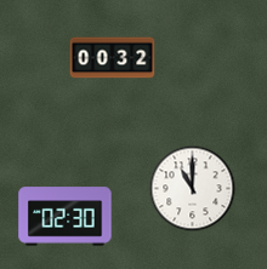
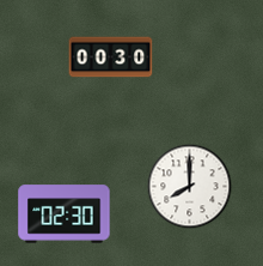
clock at (113, 58): 00:32 -> 00:30
clock at (193, 189): 11:00 -> 8:00
